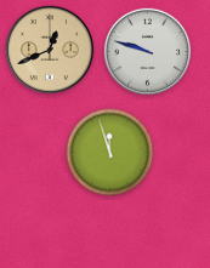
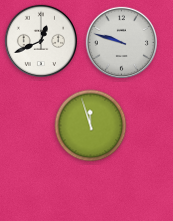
clock at (49, 49) dial: champagne -> white
